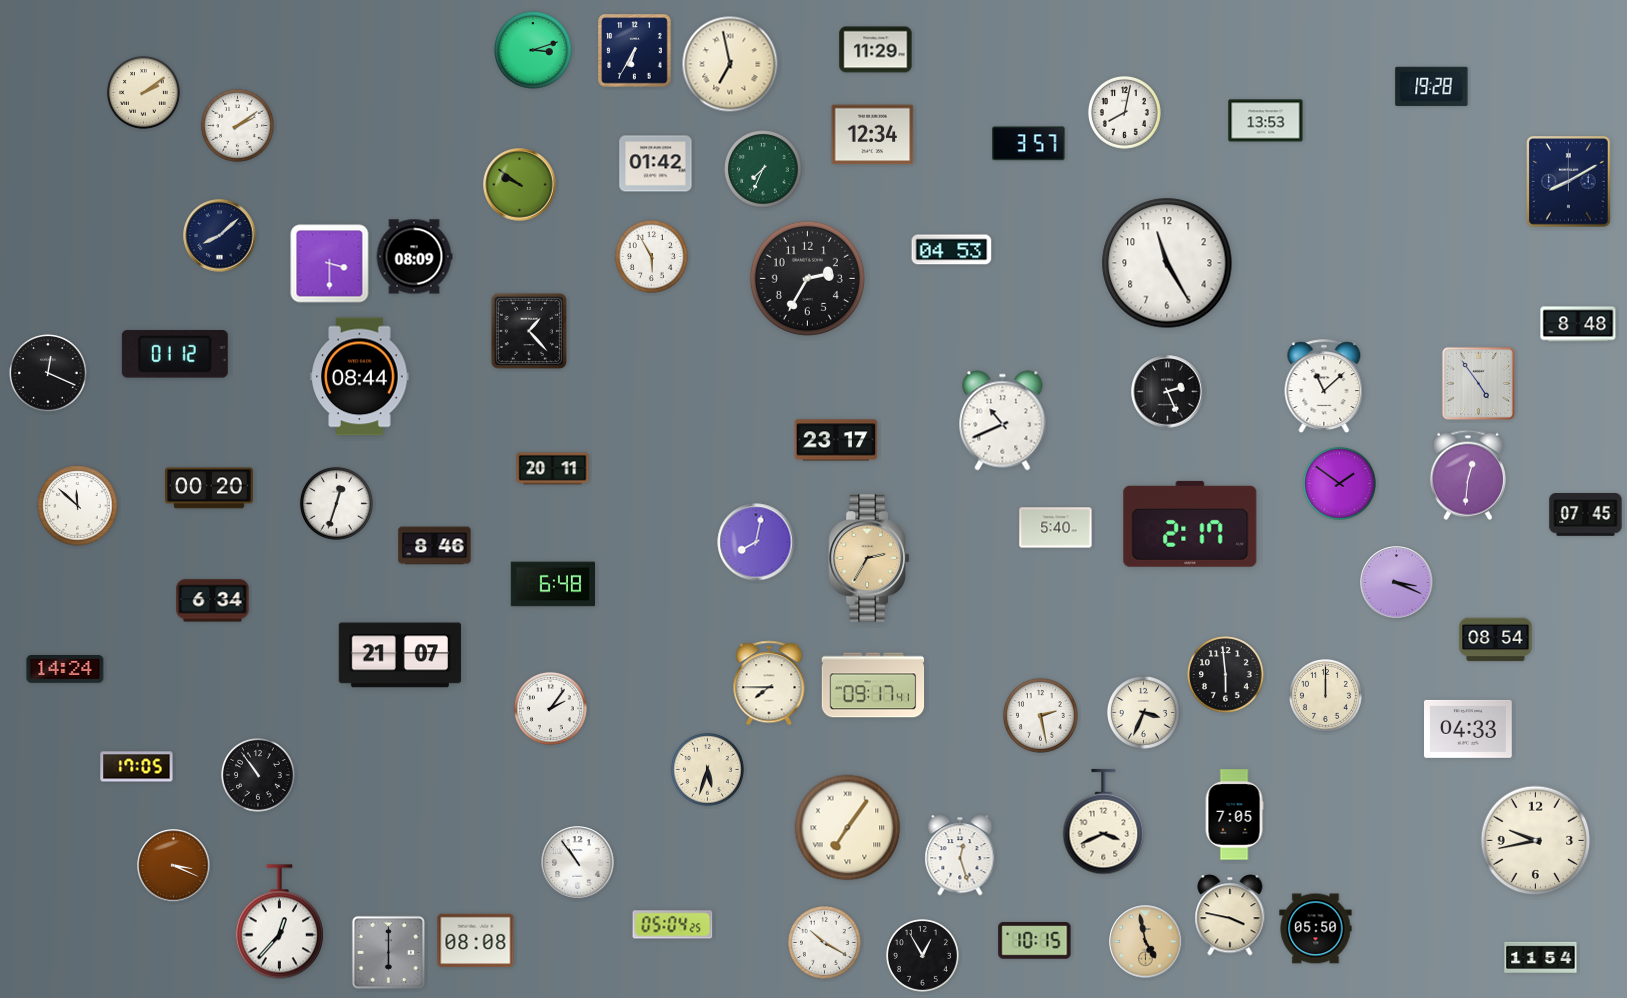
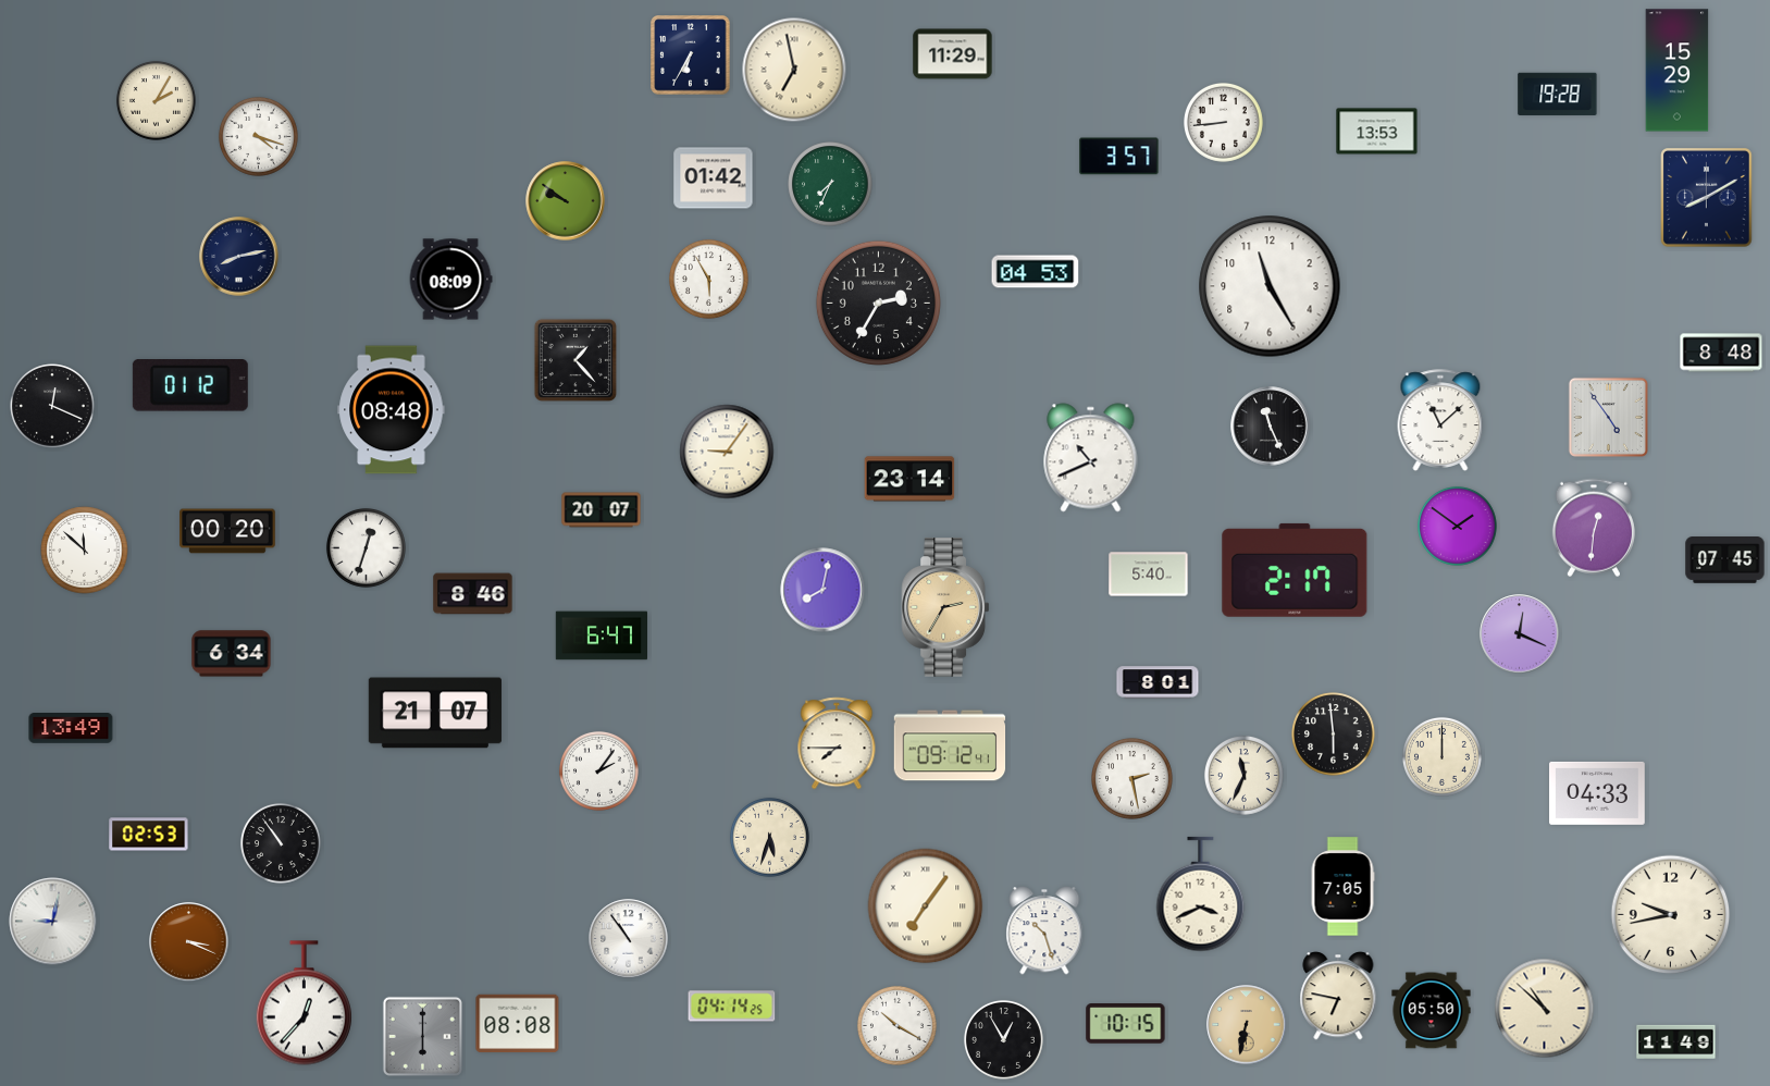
clock at (533, 50): 3:12 -> none
clock at (1678, 71): none -> 15:29
clock at (143, 92): 2:09 -> 2:05
clock at (1124, 112): 8:02 -> 8:44
clock at (237, 125): 2:09 -> 4:18
clock at (873, 135): 12:34 -> none
clock at (220, 236): 8:08 -> 8:13
clock at (330, 264): 3:30 -> none
clock at (1578, 324) position: (1578, 324) -> (1721, 353)
clock at (360, 377): 08:44 -> 08:48
clock at (1168, 392): 2:26 -> 11:26
clock at (727, 452): none -> 9:06
clock at (836, 440): 23:17 -> 23:14
clock at (553, 469): 20:11 -> 20:07
clock at (1468, 475) position: (1468, 475) -> (1594, 528)
clock at (1397, 583): 3:19 -> 12:19
clock at (552, 584): 6:48 -> 6:47
clock at (1158, 682): none -> 8:01
clock at (1496, 640): 08:54 -> none
clock at (65, 670): 14:24 -> 13:49
clock at (873, 685): 09:17 -> 09:12
clock at (1143, 712): 3:34 -> 11:34
clock at (137, 767): 17:05 -> 02:53
clock at (848, 828) position: (848, 828) -> (926, 906)
clock at (53, 922): none -> 9:02
clock at (960, 855): 12:27 -> 10:27
clock at (1230, 915): 3:47 -> 6:47
clock at (673, 925): 05:04 -> 04:14
clock at (1545, 1009): none -> 10:52
clock at (1146, 942): 4:58 -> 6:32
clock at (1541, 957): 11:54 -> 11:49
